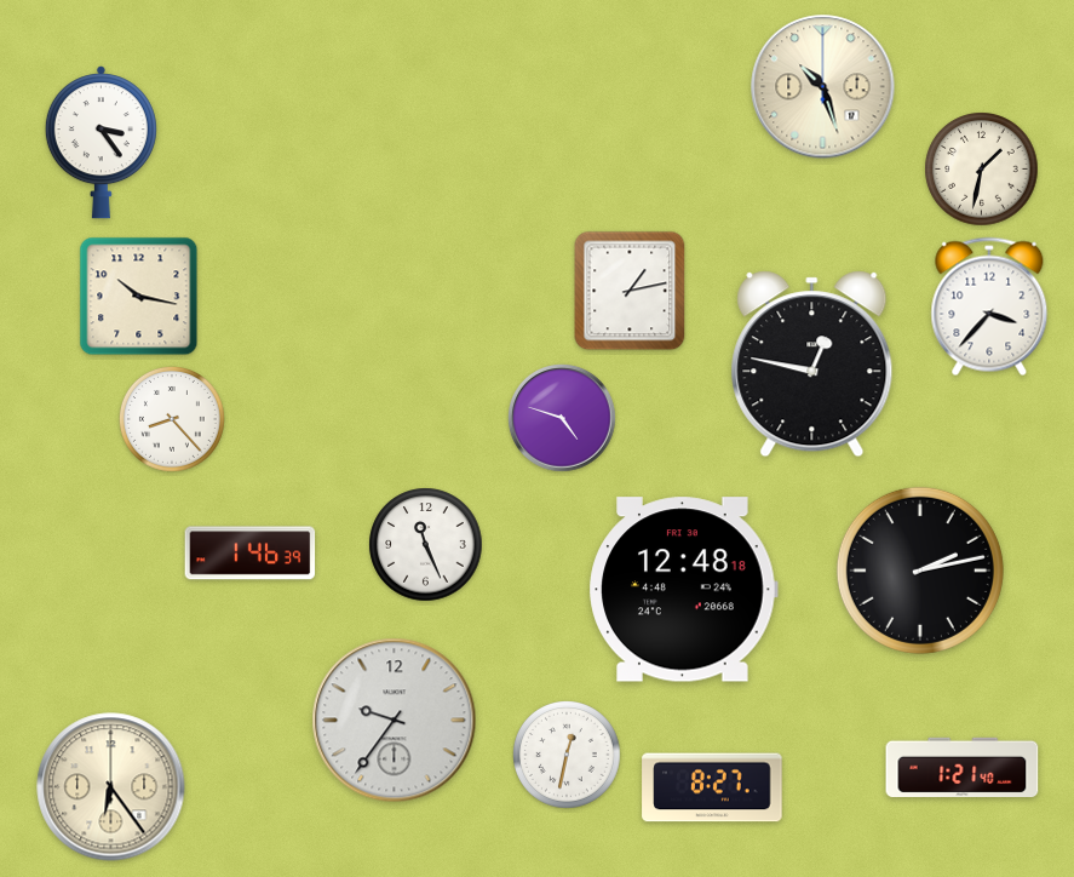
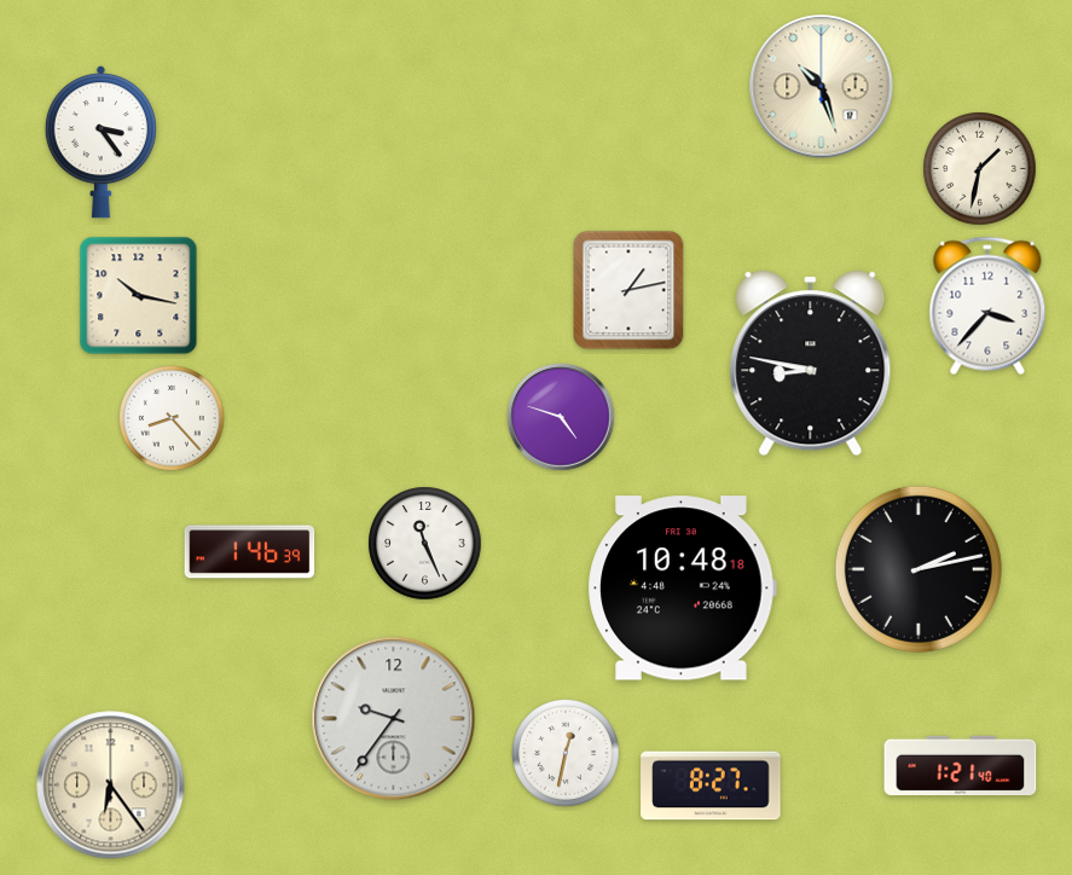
clock at (812, 365): 12:47 -> 8:47
clock at (683, 590): 12:48 -> 10:48
